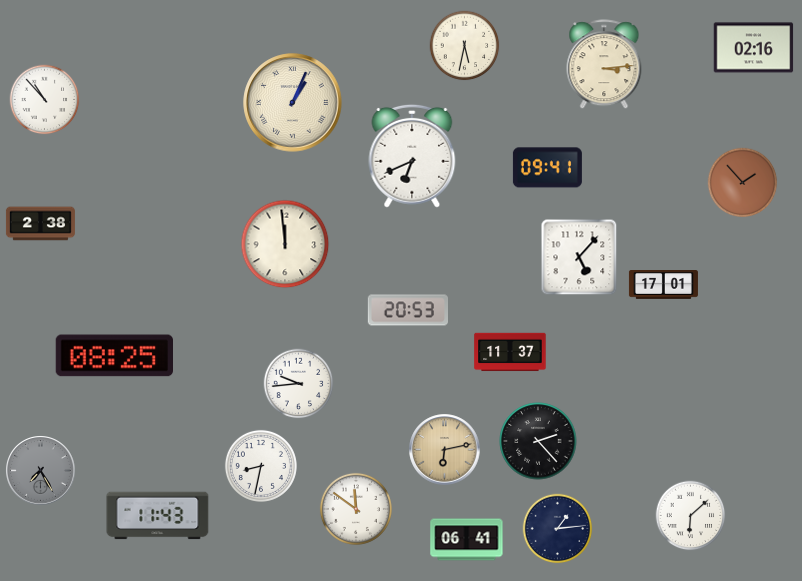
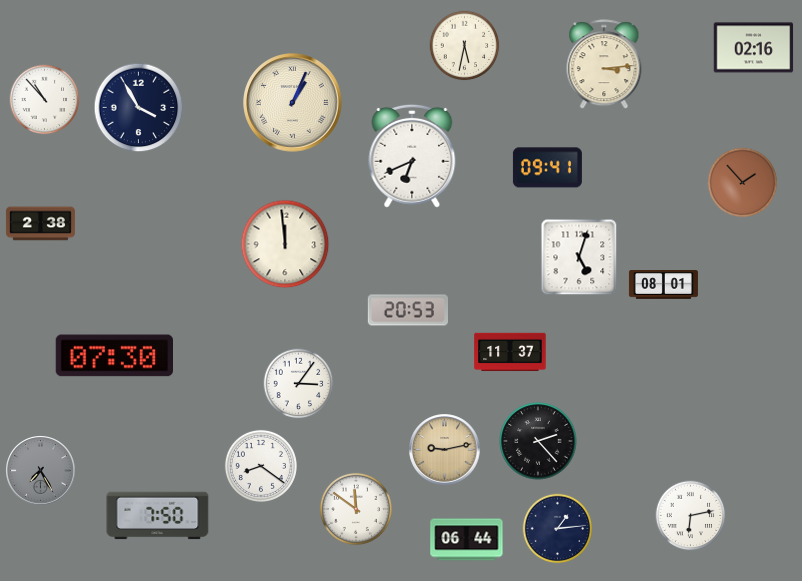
clock at (139, 108): none -> 3:55
clock at (579, 257): 5:07 -> 5:03
clock at (663, 285): 17:01 -> 08:01
clock at (114, 356): 08:25 -> 07:30
clock at (299, 384): 9:44 -> 3:06
clock at (445, 450): 6:13 -> 9:13
clock at (261, 466): 8:32 -> 8:21
clock at (158, 516): 11:43 -> 7:50
clock at (691, 516): 6:08 -> 6:13
clock at (467, 540): 06:41 -> 06:44
